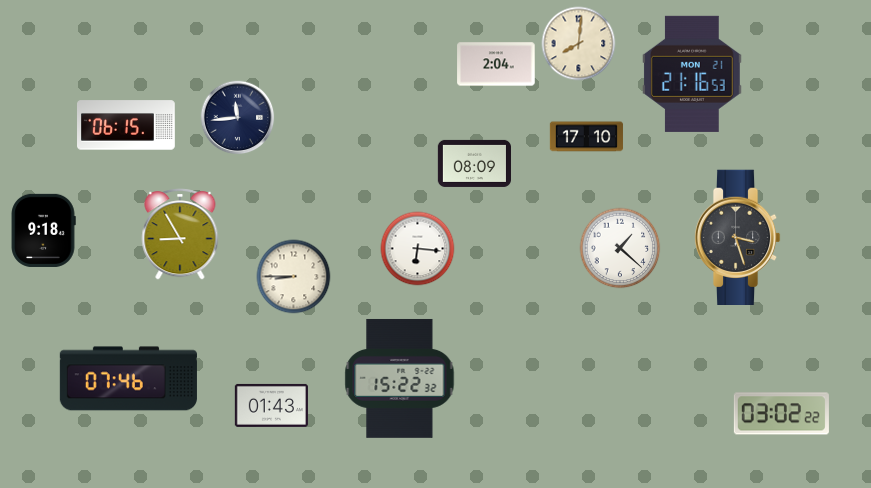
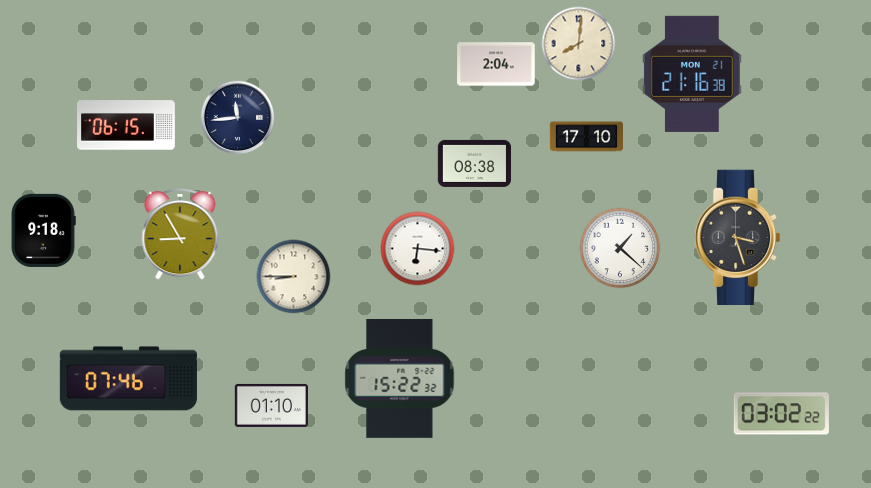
clock at (692, 74): 21:16:53 -> 21:16:38
clock at (474, 163): 08:09 -> 08:38
clock at (271, 405): 01:43 -> 01:10
